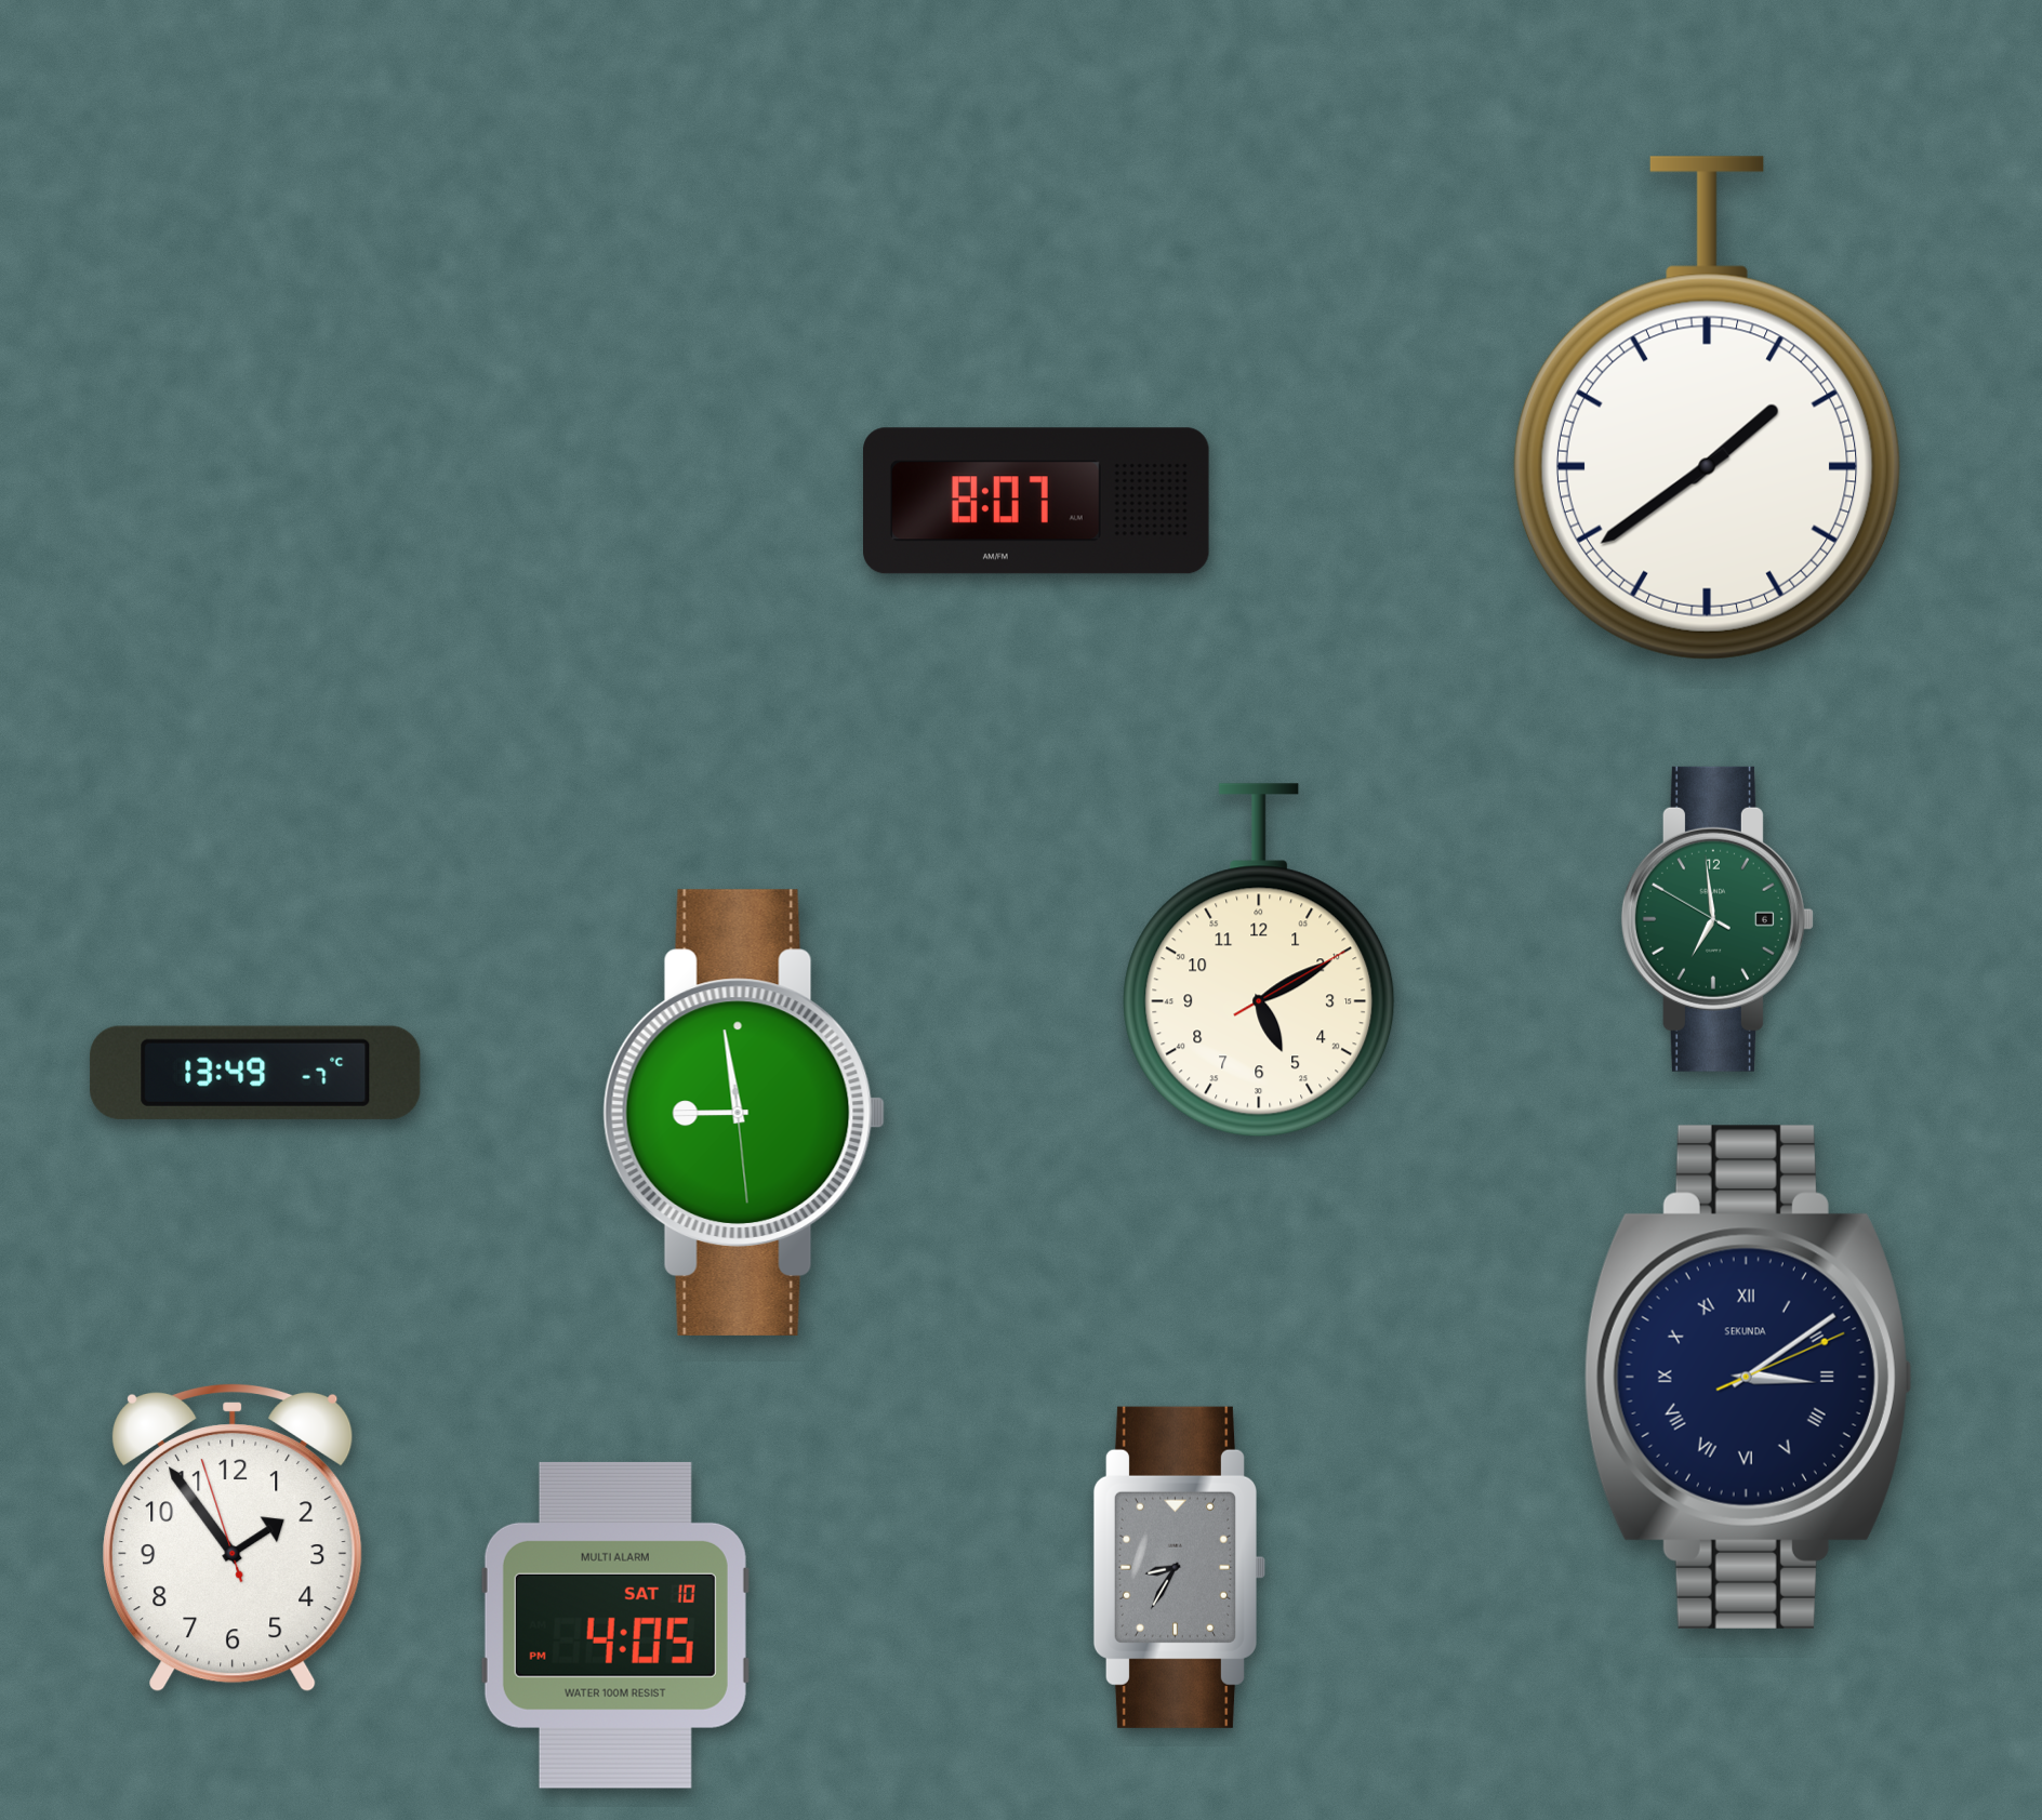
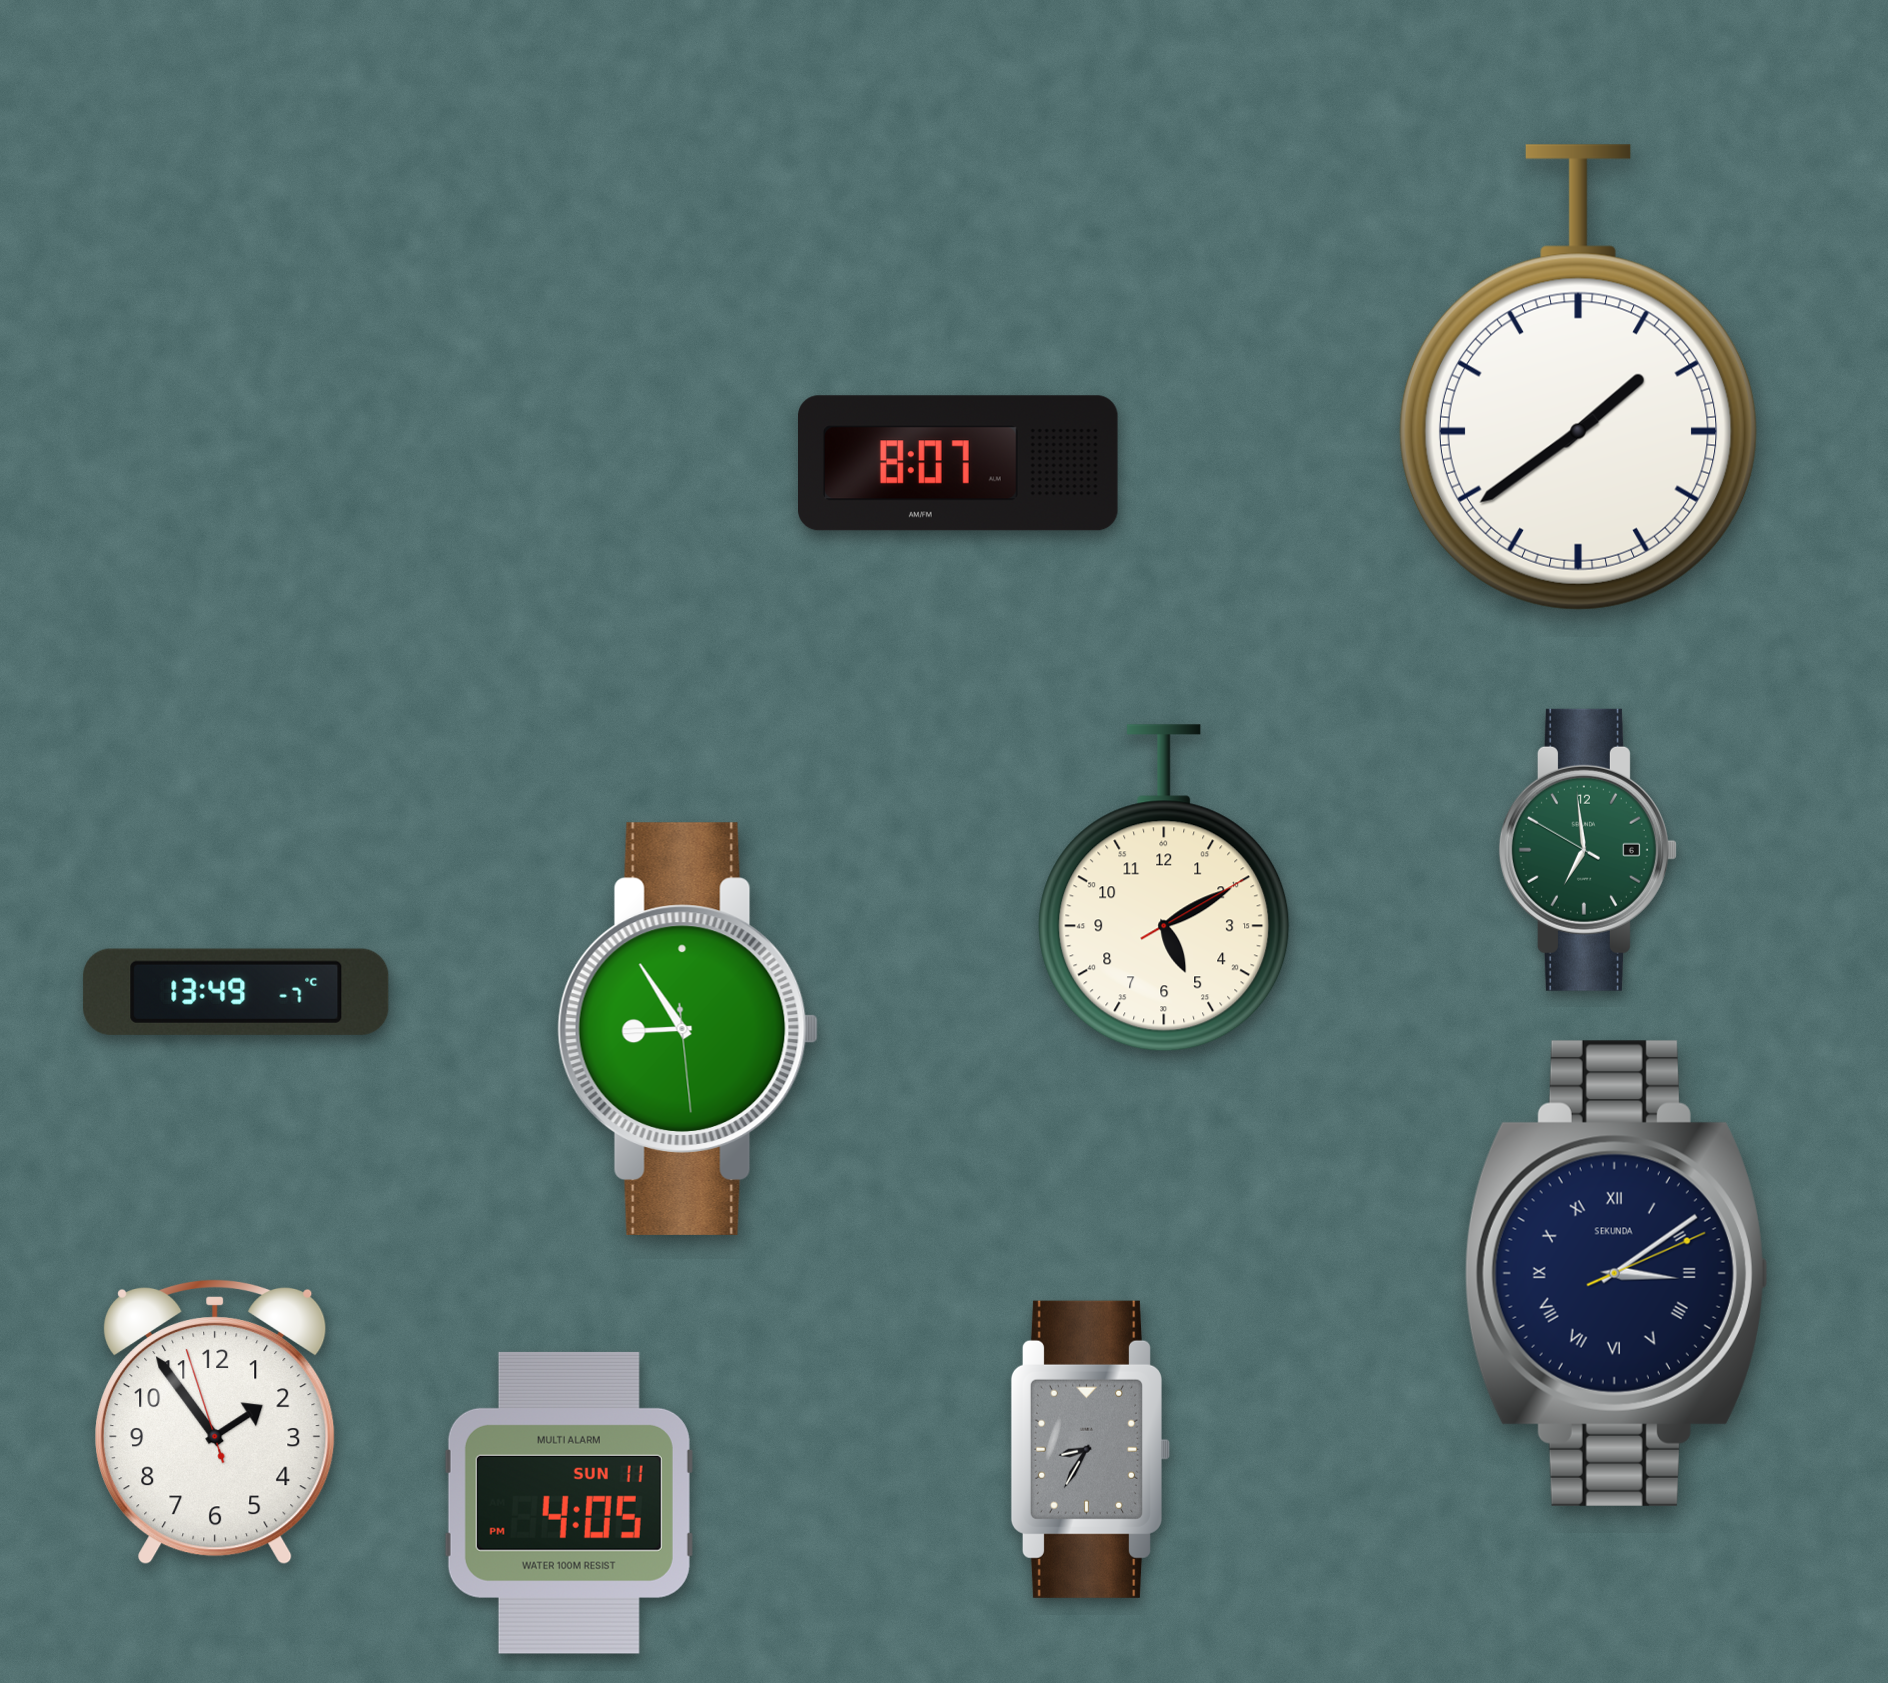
clock at (744, 1113): 8:58 -> 8:54
clock at (615, 1625) date: SAT 10 -> SUN 11
